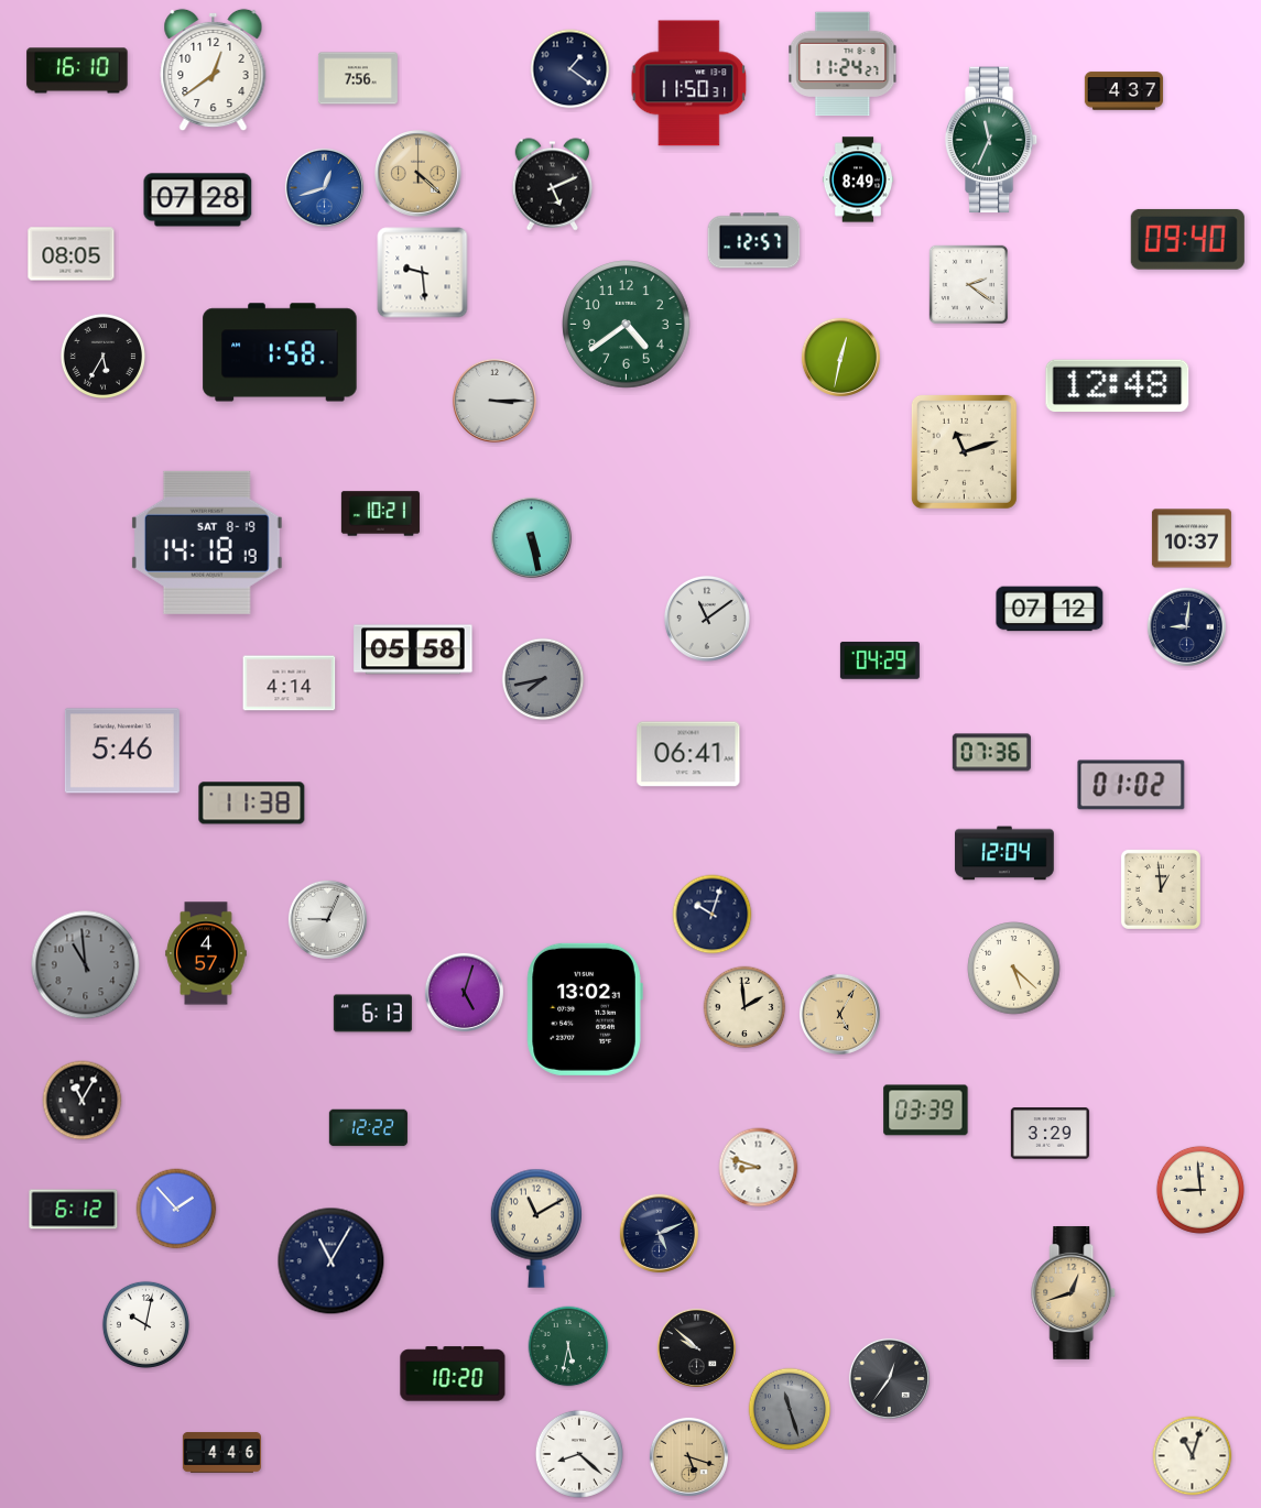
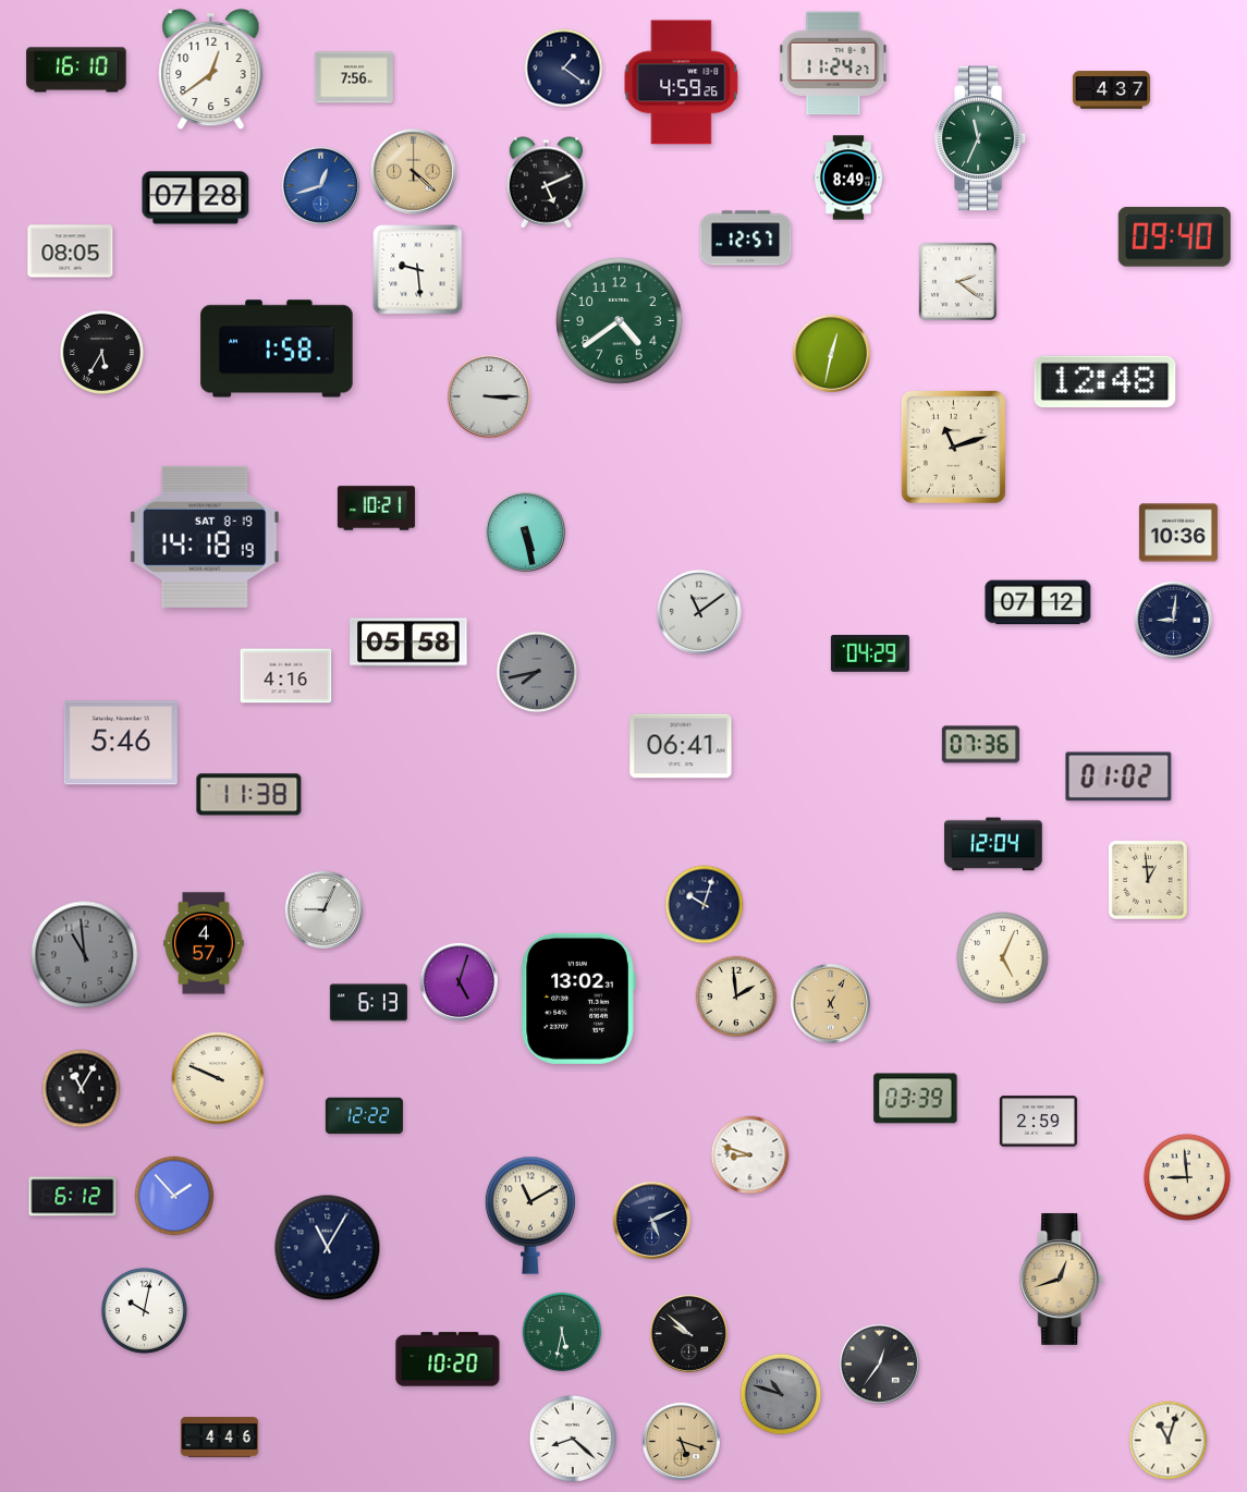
clock at (689, 84): 11:50 -> 4:59
clock at (1192, 538): 10:37 -> 10:36
clock at (290, 684): 4:14 -> 4:16
clock at (1014, 969): 5:22 -> 5:04
clock at (218, 1078): none -> 9:49
clock at (1050, 1134): 3:29 -> 2:59
clock at (790, 1409): 11:27 -> 10:48
clock at (1193, 1456) position: (1193, 1456) -> (1169, 1441)
